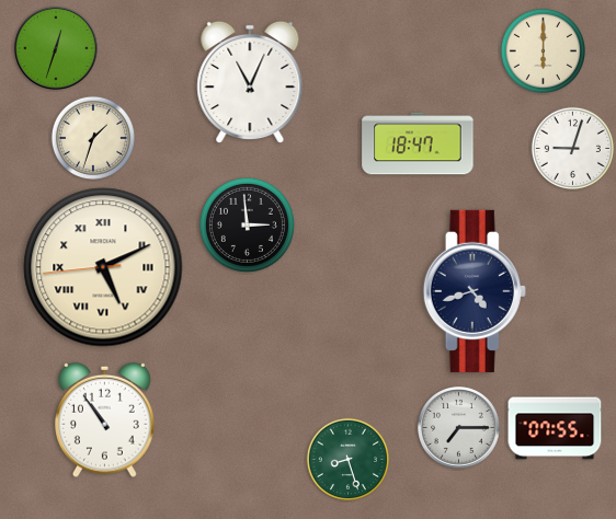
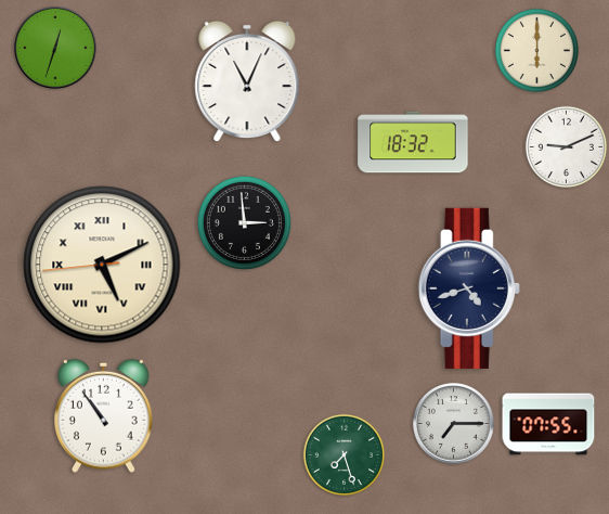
clock at (92, 137): 1:33 -> none
clock at (418, 143): 18:47 -> 18:32
clock at (572, 148): 9:03 -> 9:11
clock at (347, 459): 8:27 -> 7:27
